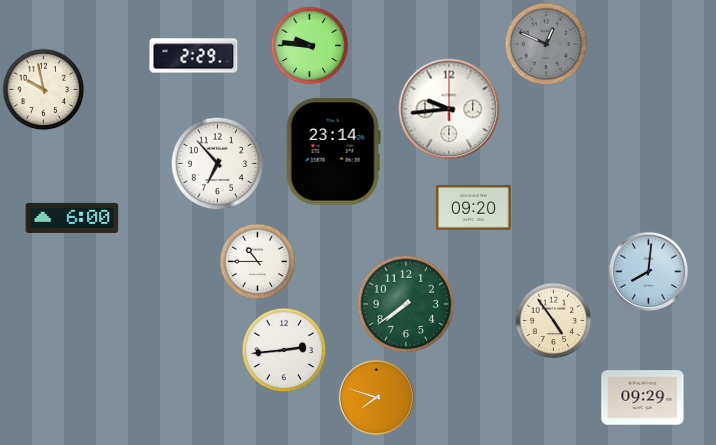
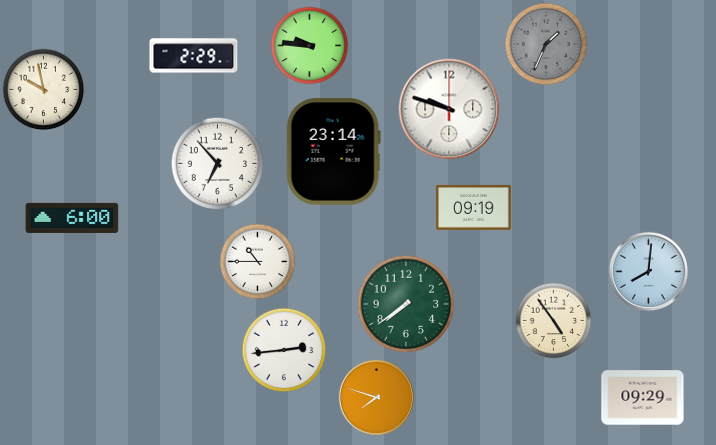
clock at (546, 44): 12:49 -> 1:34
clock at (449, 109): 9:44 -> 9:48
clock at (474, 207): 09:20 -> 09:19
